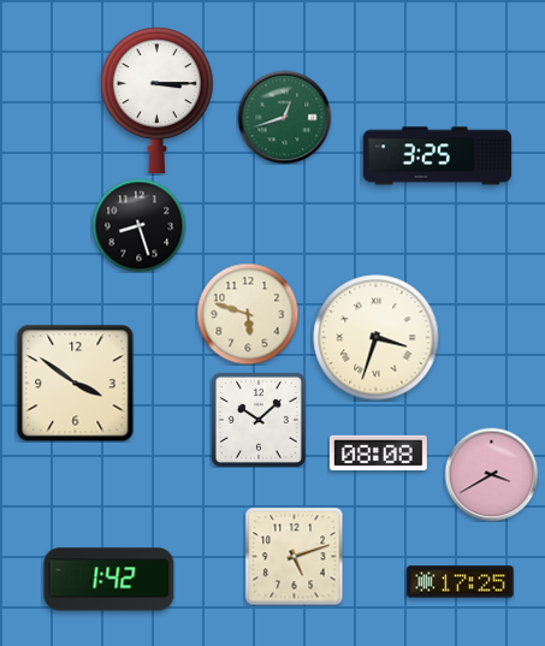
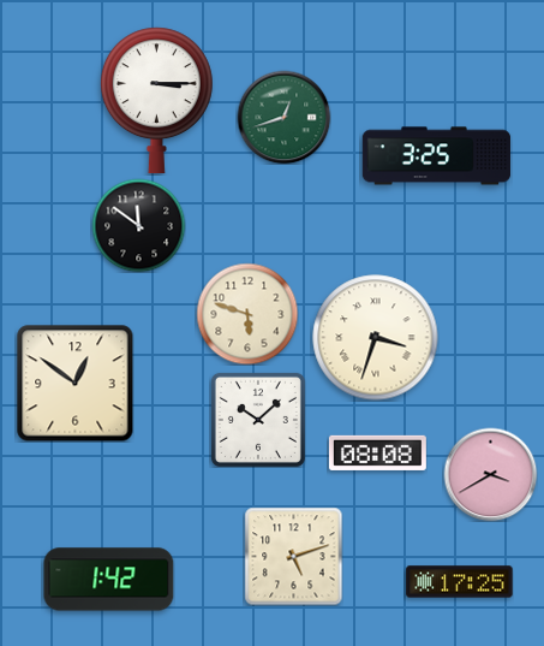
clock at (138, 225): 8:27 -> 11:51
clock at (76, 384): 3:51 -> 12:51
